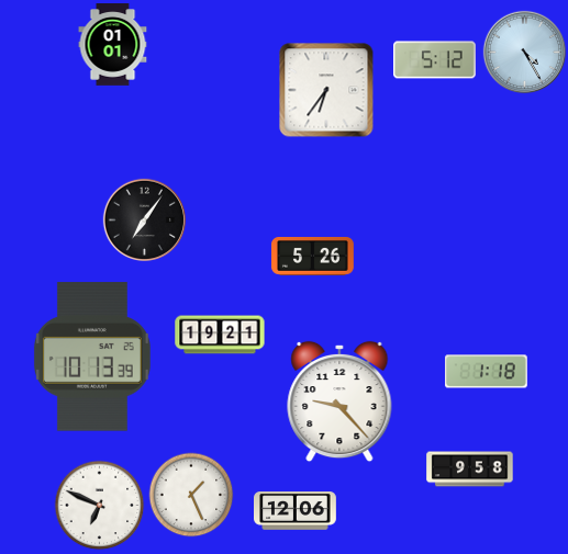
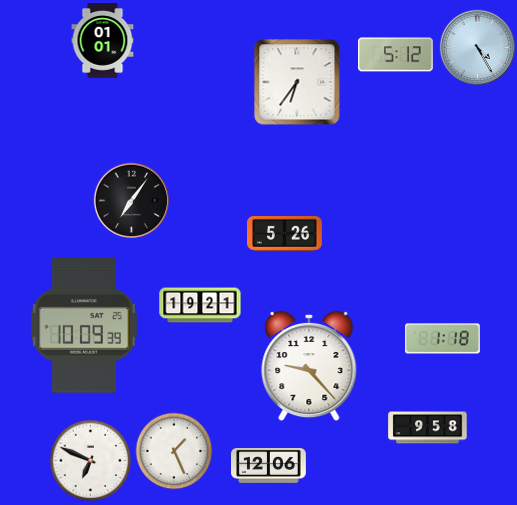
clock at (92, 357): 10:13 -> 10:09
